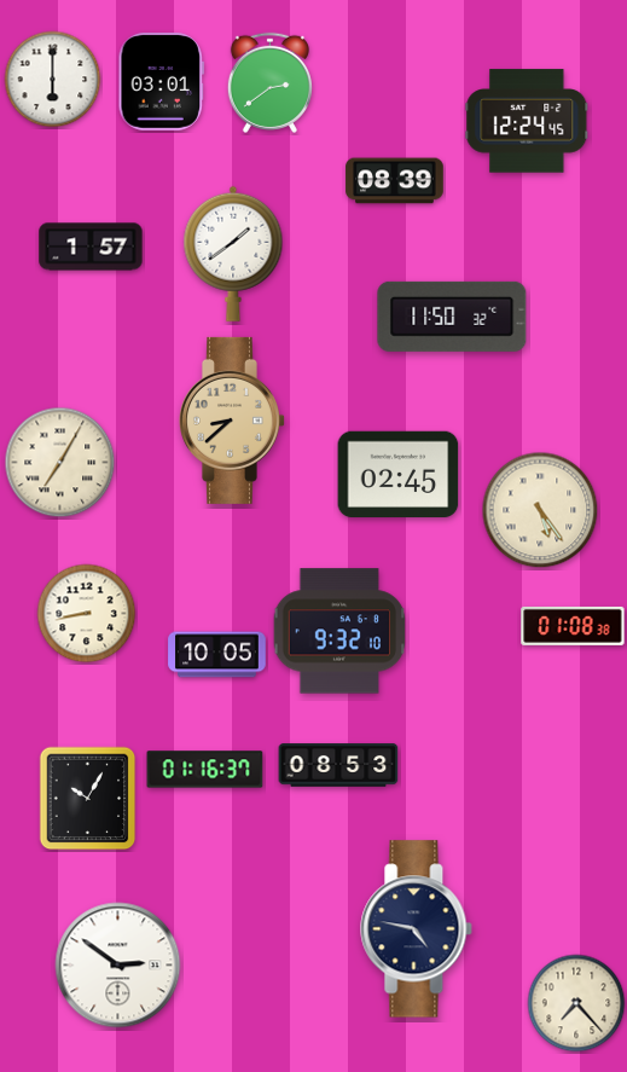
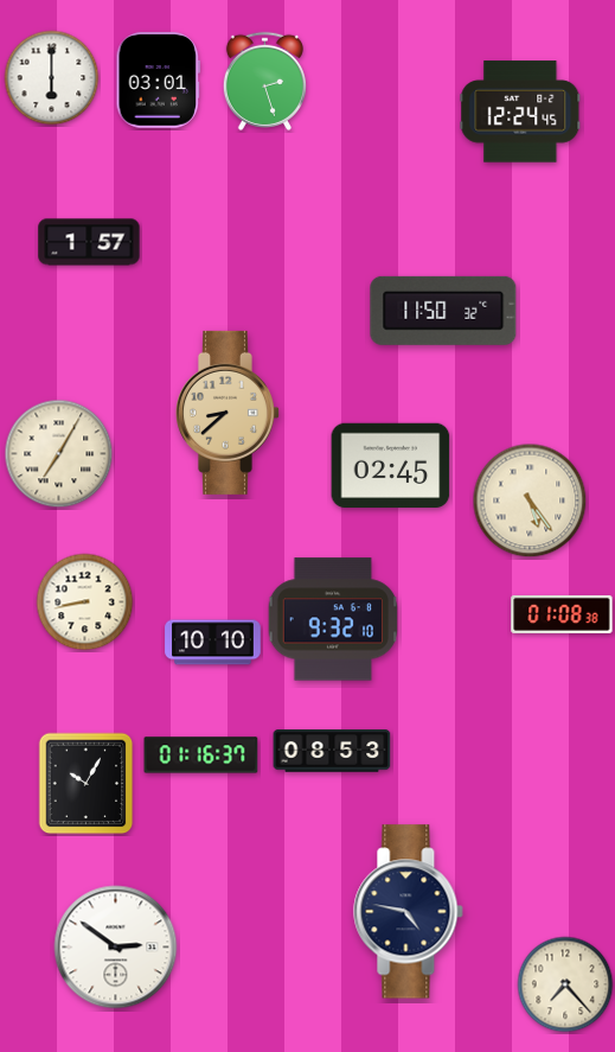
clock at (269, 82): 2:39 -> 2:27
clock at (527, 121) position: (527, 121) -> (520, 111)
clock at (395, 181): 08:39 -> none
clock at (233, 254): 1:39 -> none
clock at (217, 655): 10:05 -> 10:10
